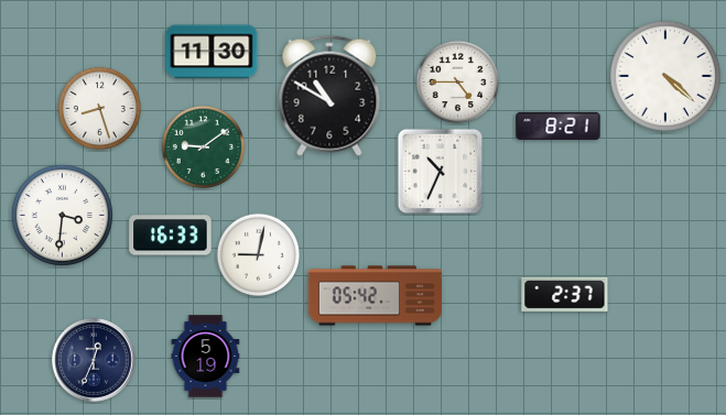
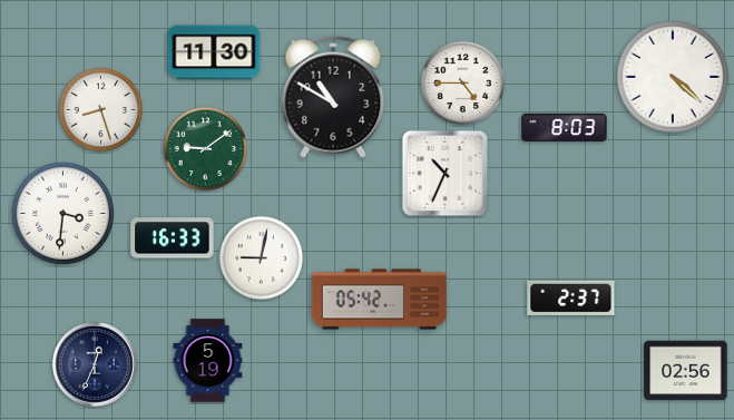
clock at (559, 127): 8:21 -> 8:03
clock at (62, 215) position: (62, 215) -> (62, 213)
clock at (686, 371): none -> 02:56
